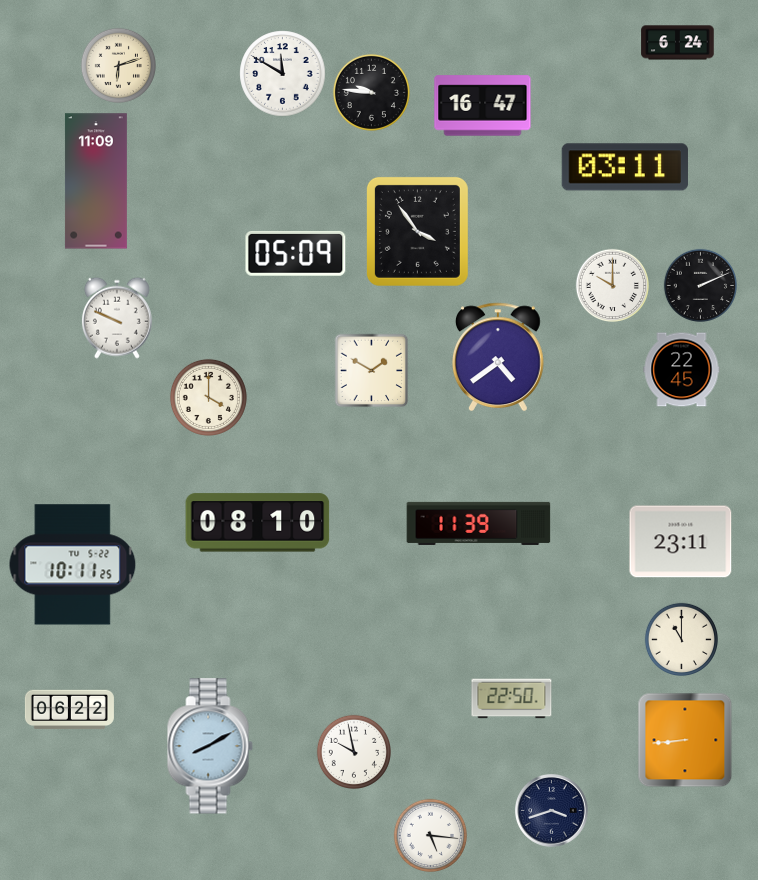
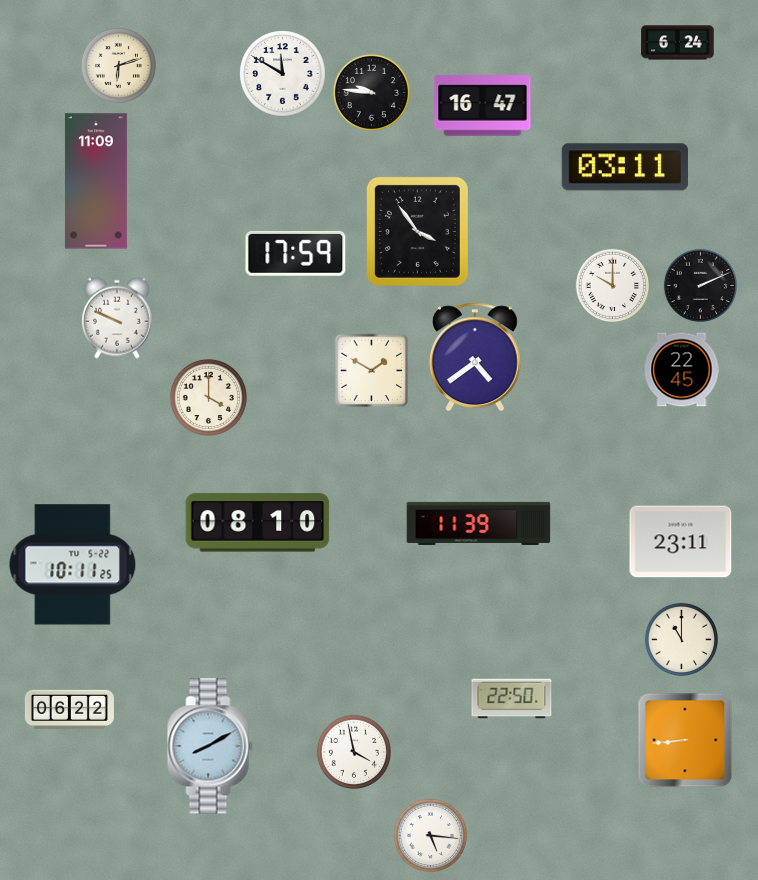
clock at (296, 253): 05:09 -> 17:59
clock at (498, 357) position: (498, 357) -> (475, 357)
clock at (353, 751): 9:58 -> 3:58
clock at (552, 811): 3:42 -> none
